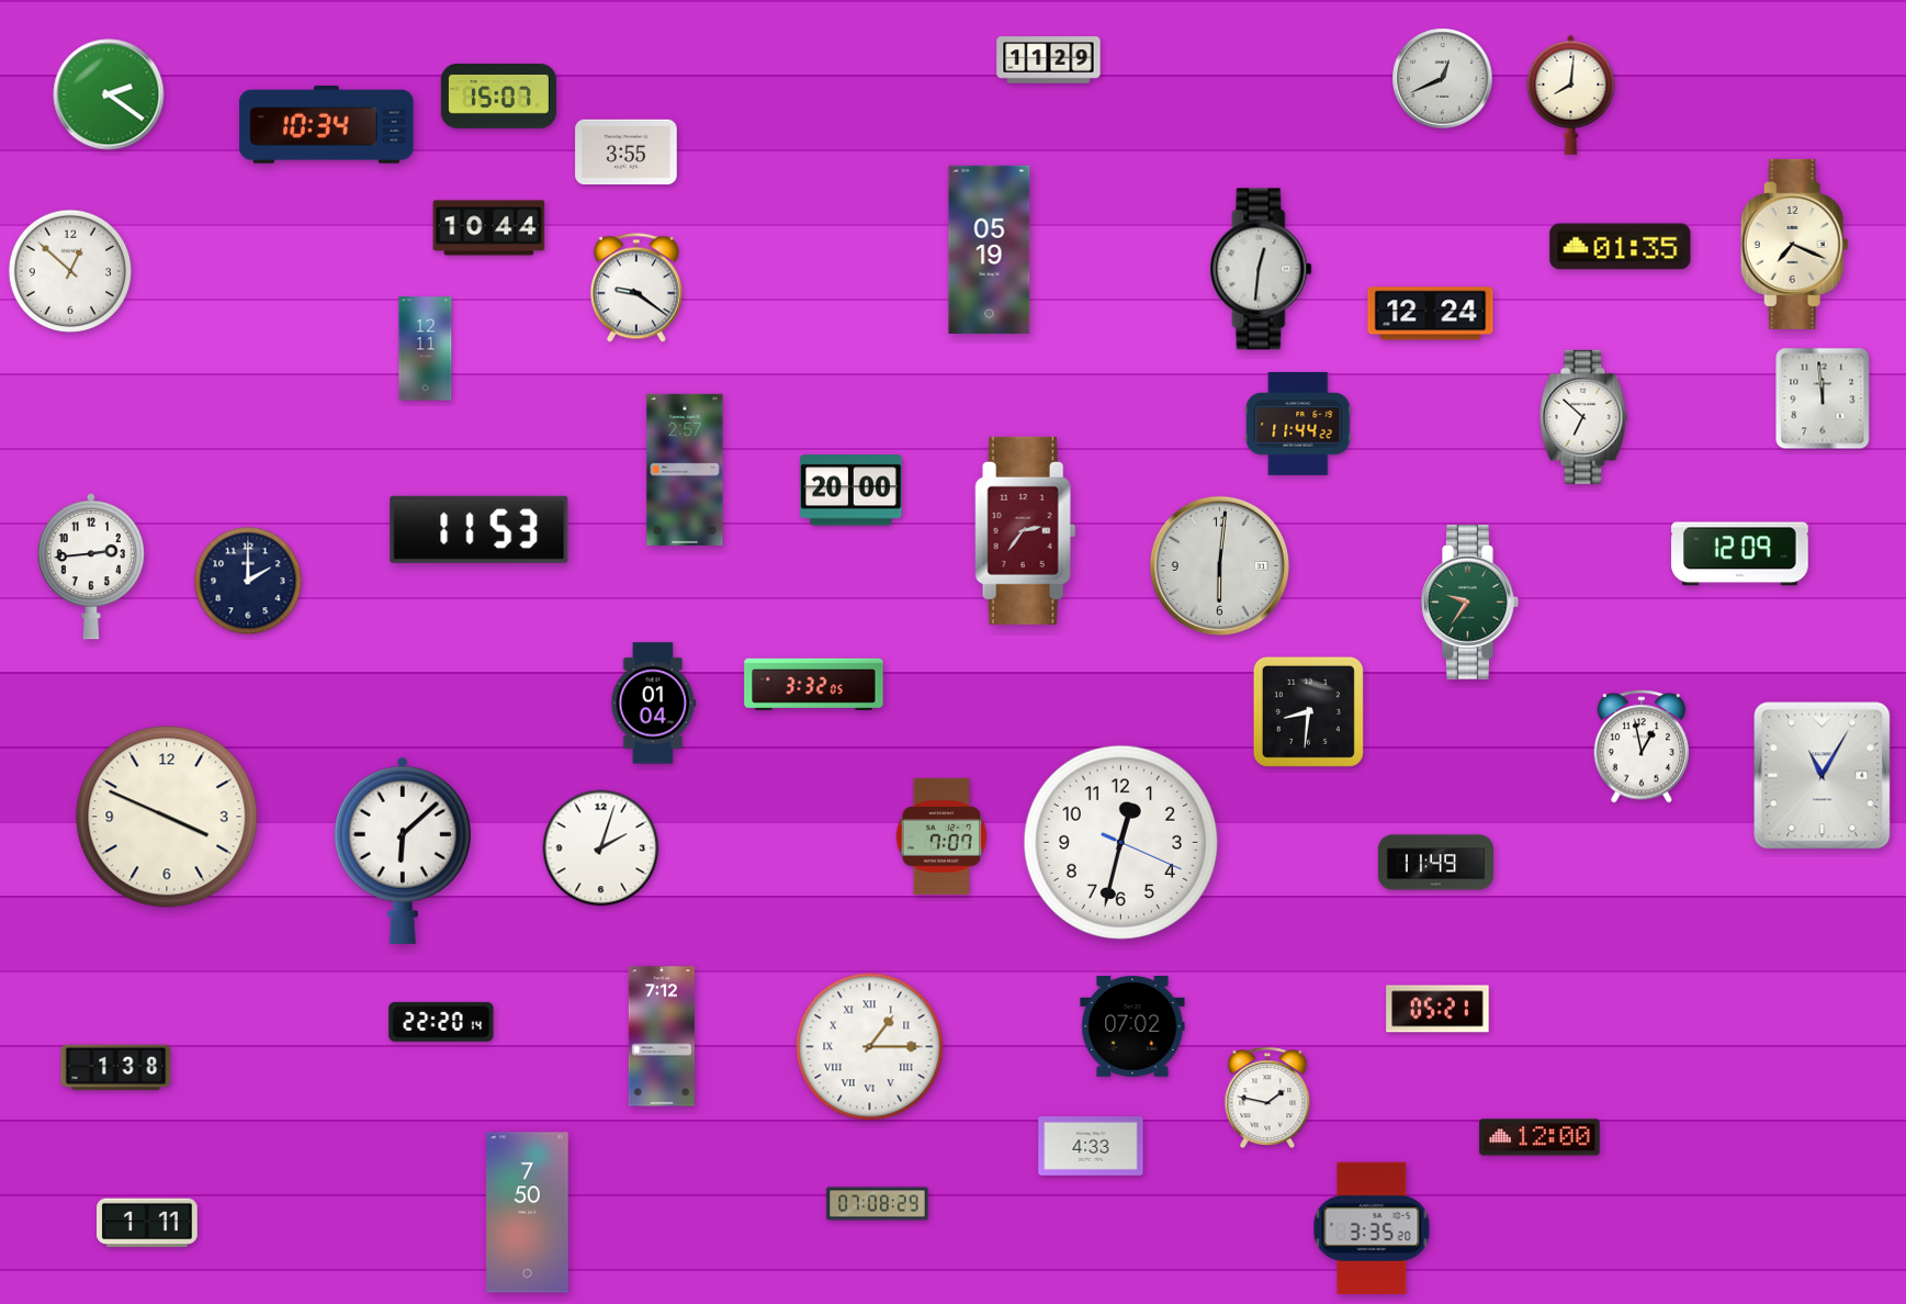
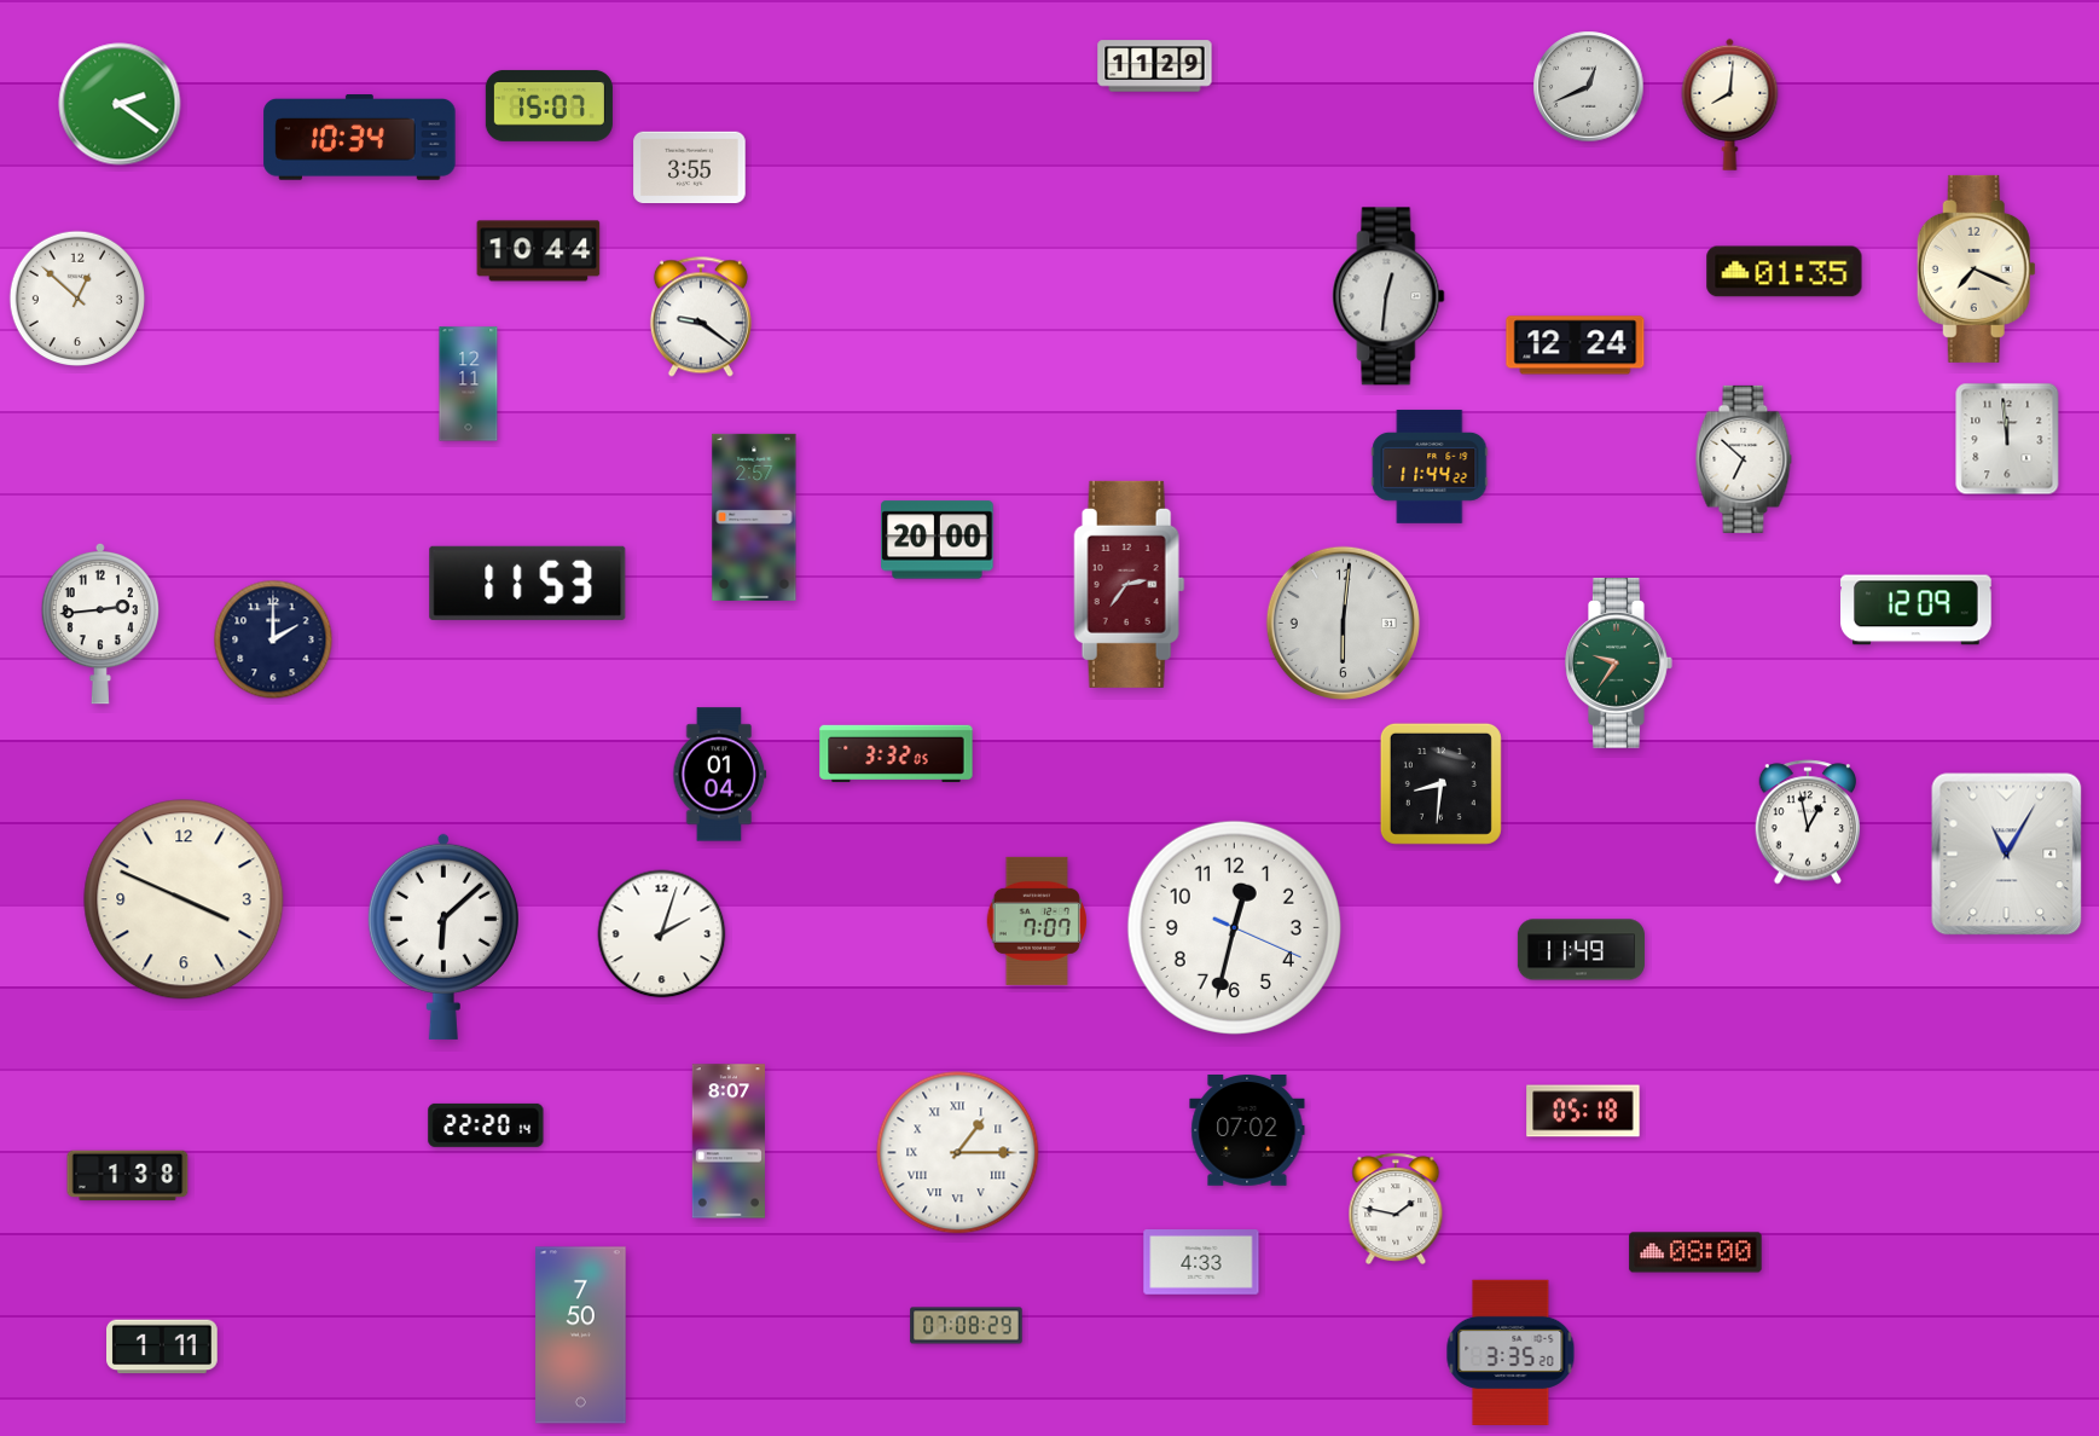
clock at (990, 249): 05:19 -> none
clock at (1437, 1009): 05:21 -> 05:18
clock at (661, 1036): 7:12 -> 8:07
clock at (1540, 1137): 12:00 -> 08:00
